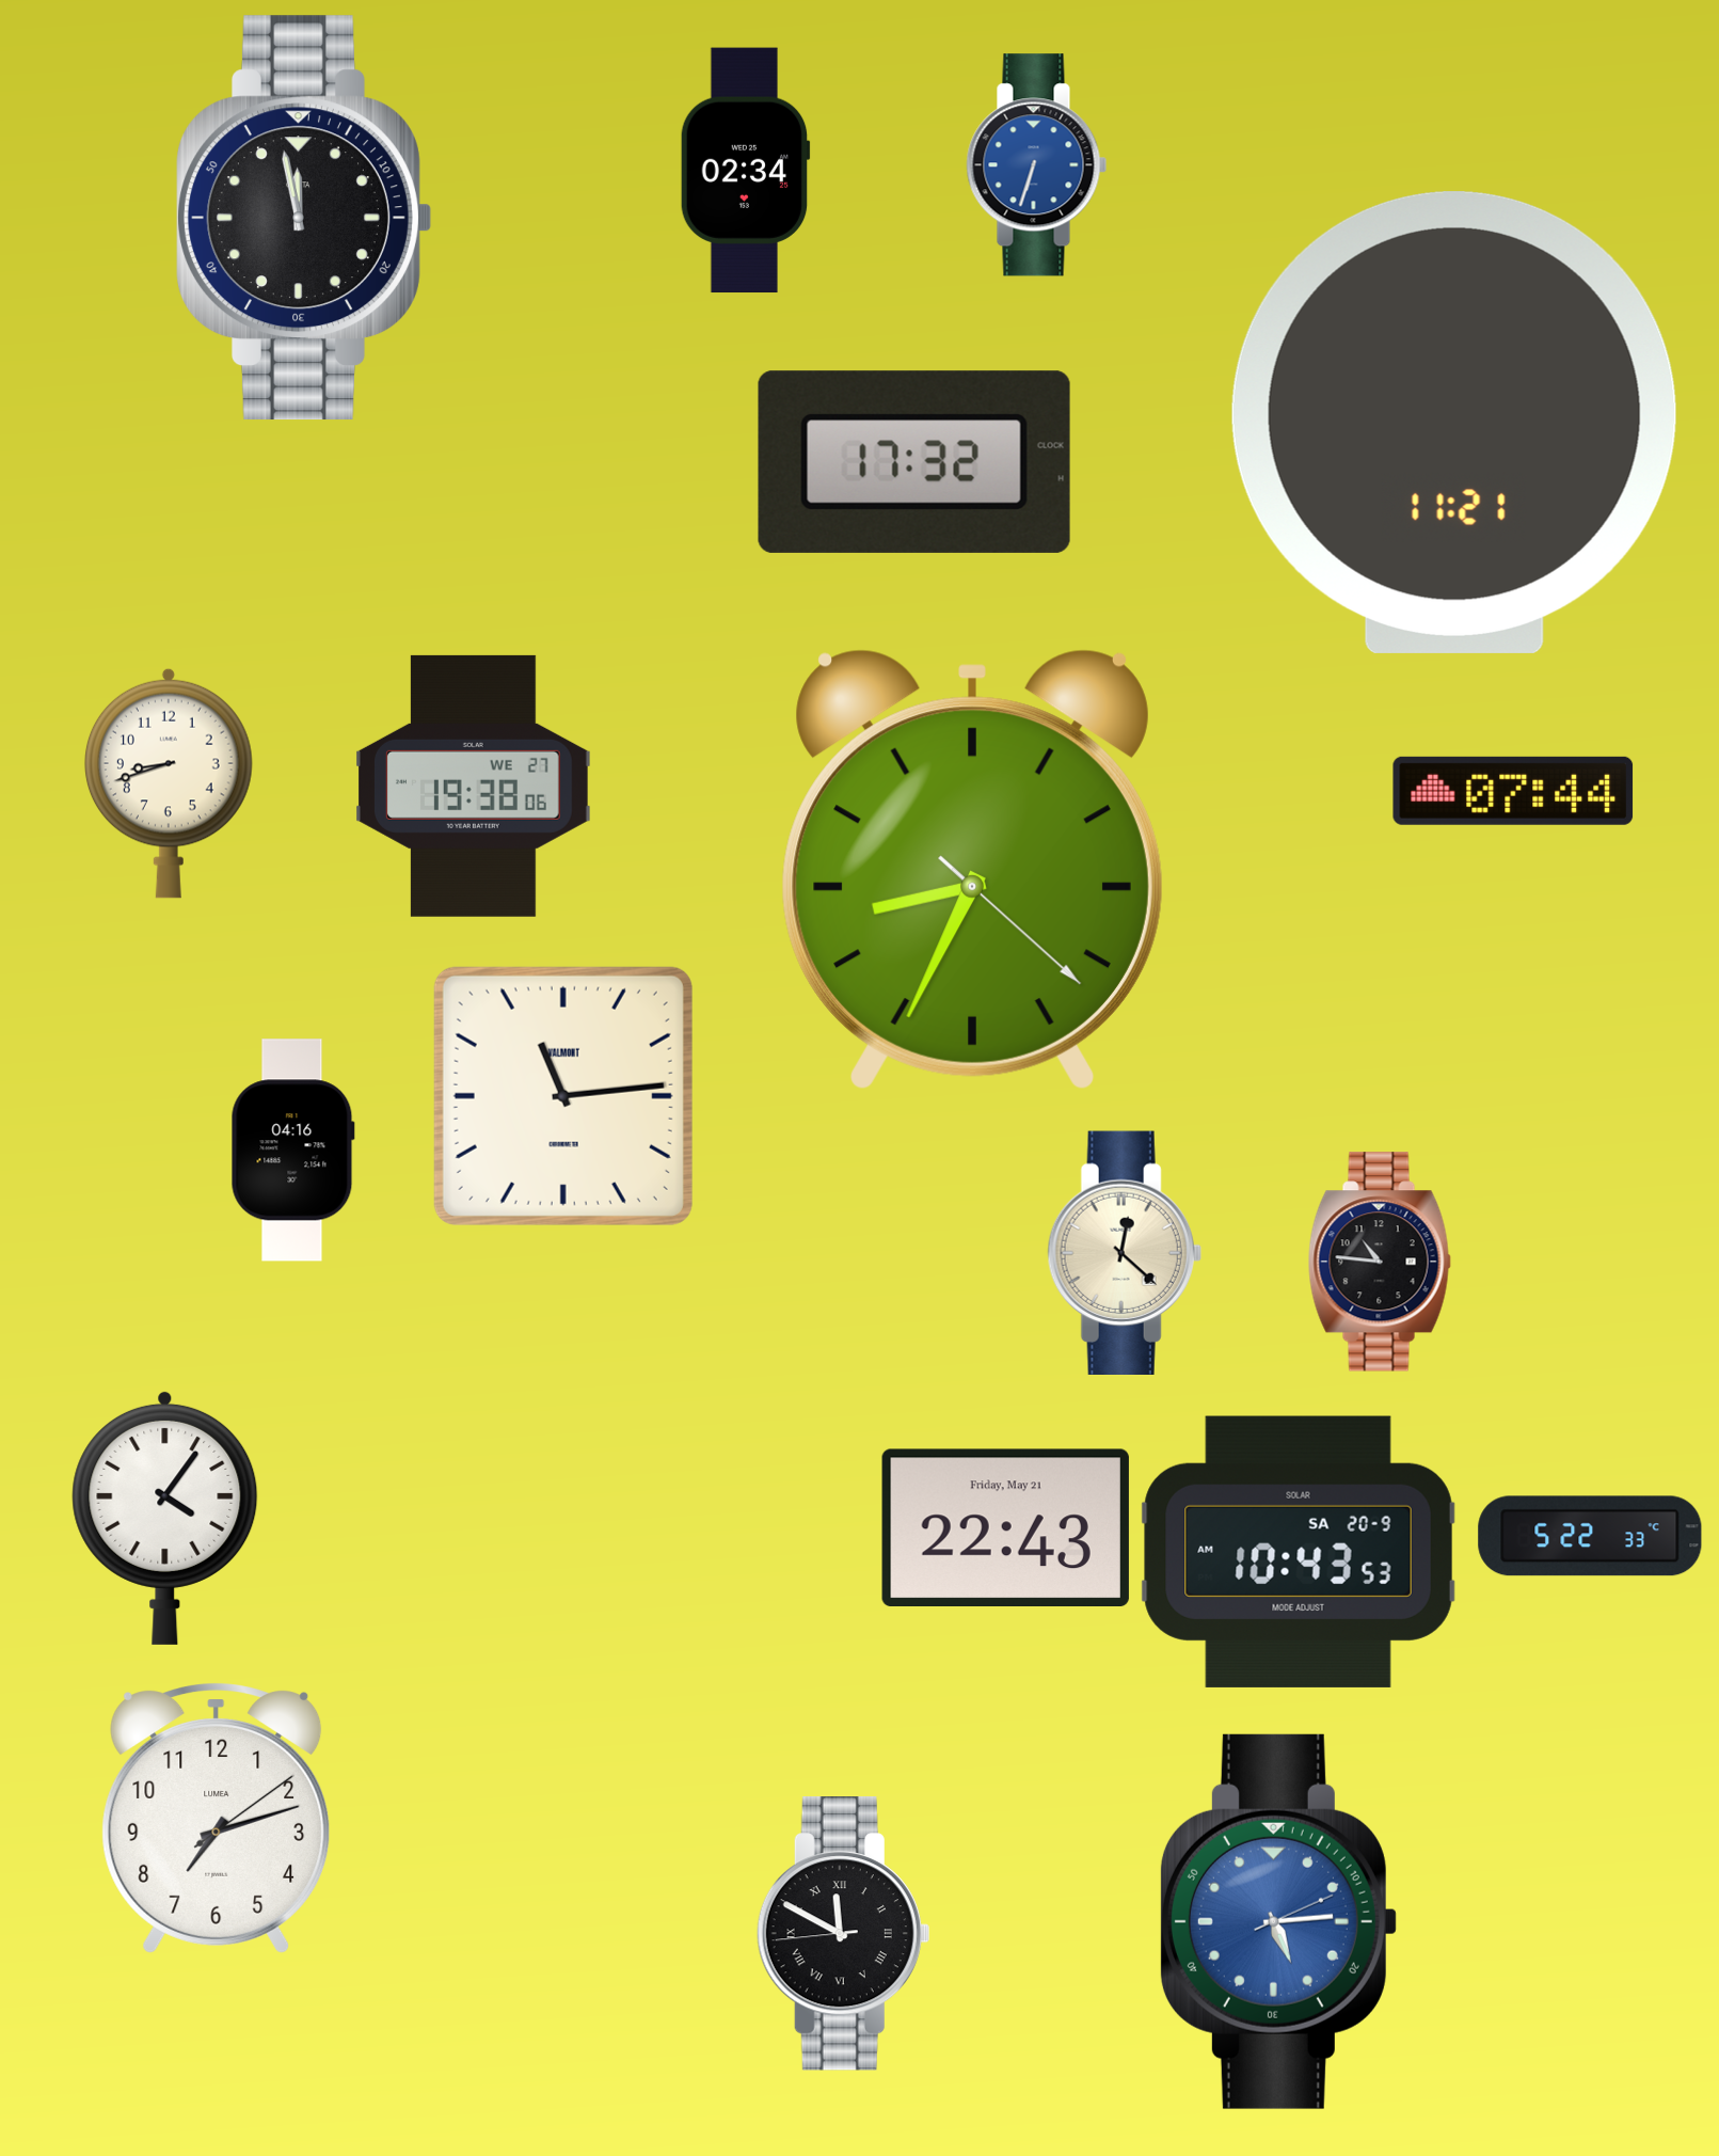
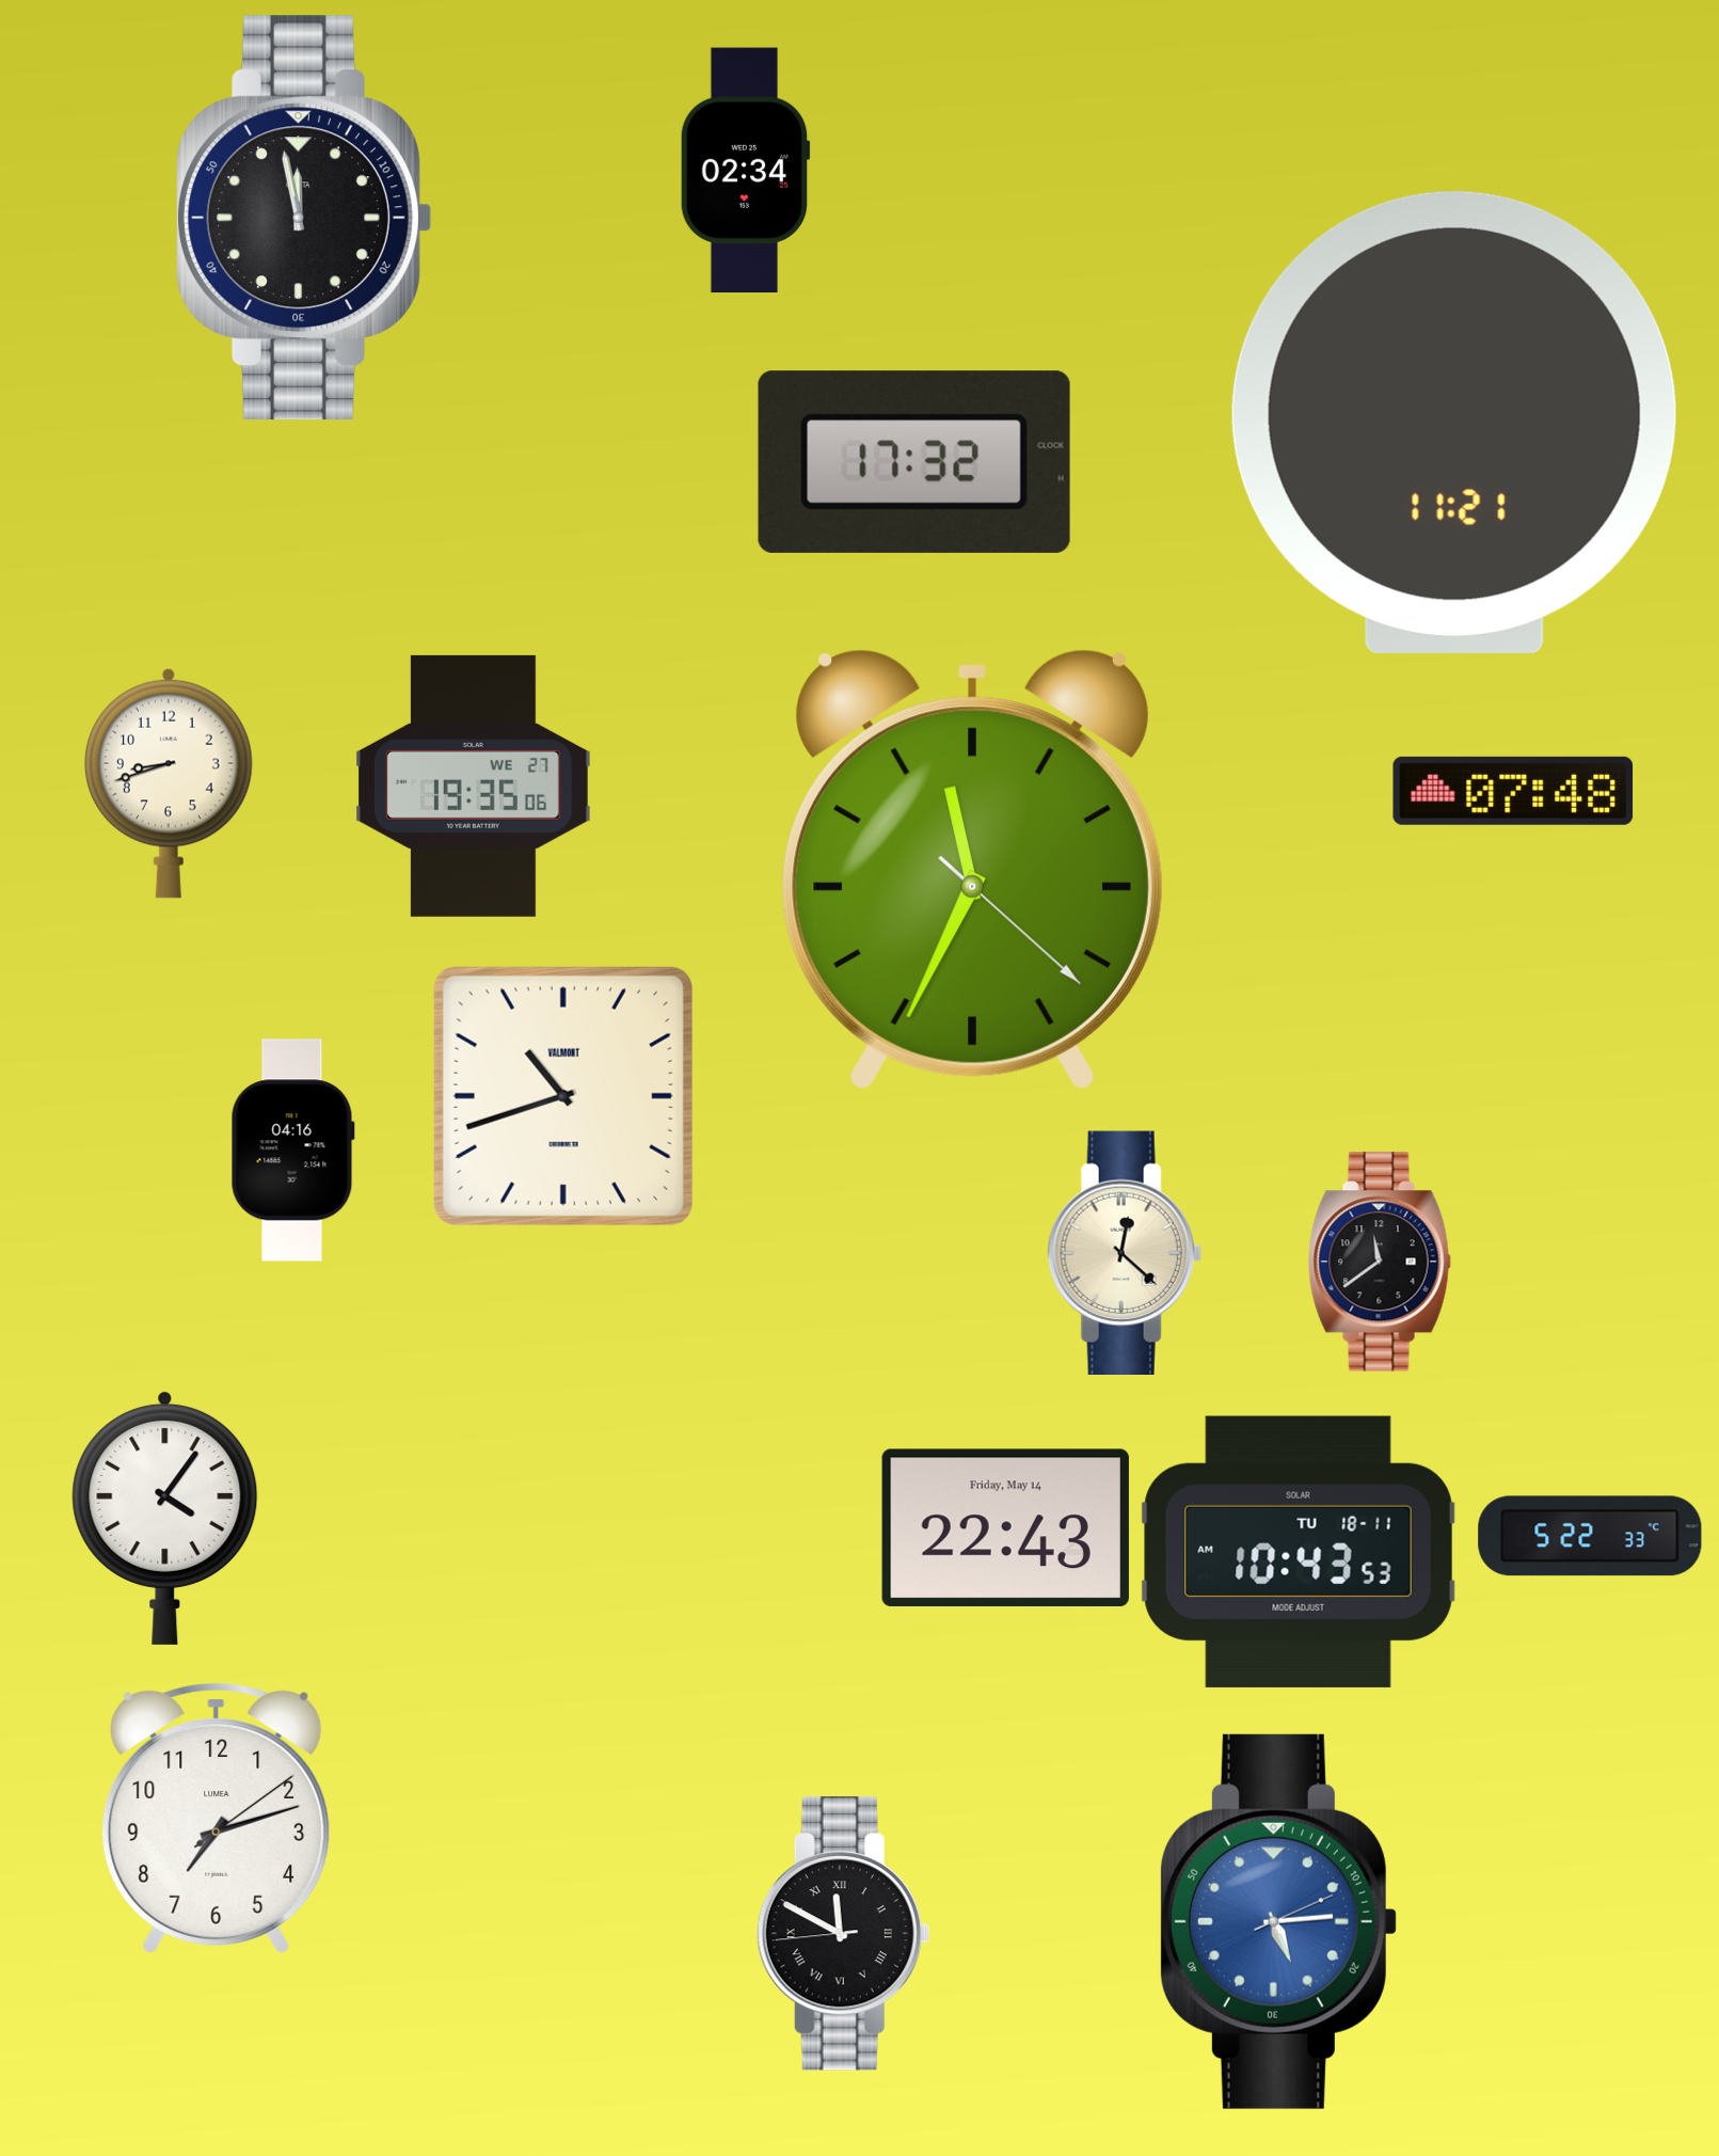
clock at (1037, 165): 6:33 -> none
clock at (474, 786): 19:38 -> 19:35
clock at (1513, 791): 07:44 -> 07:48
clock at (972, 869): 8:34 -> 11:34
clock at (563, 1096): 11:14 -> 10:42
clock at (1380, 1262): 10:46 -> 11:39
clock at (1005, 1527) date: Friday, May 21 -> Friday, May 14
clock at (1299, 1552) date: SA 20-9 -> TU 18-11
